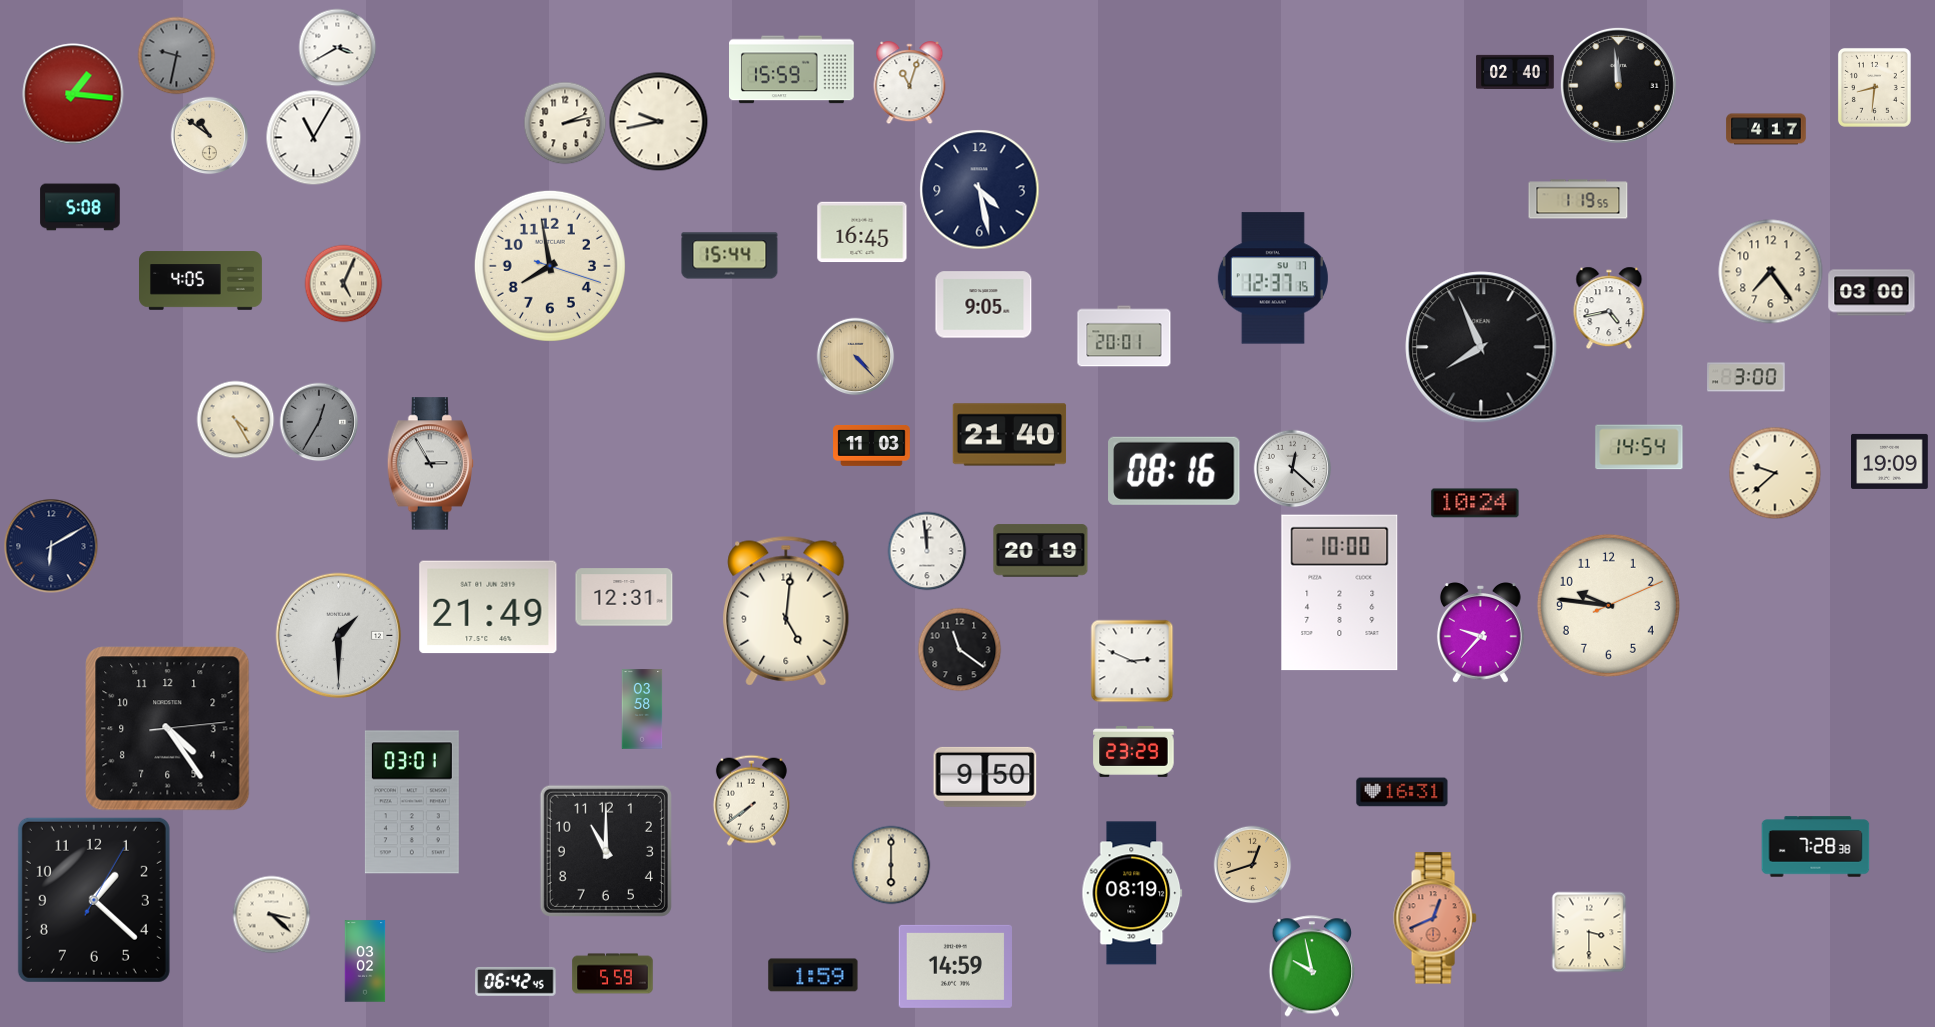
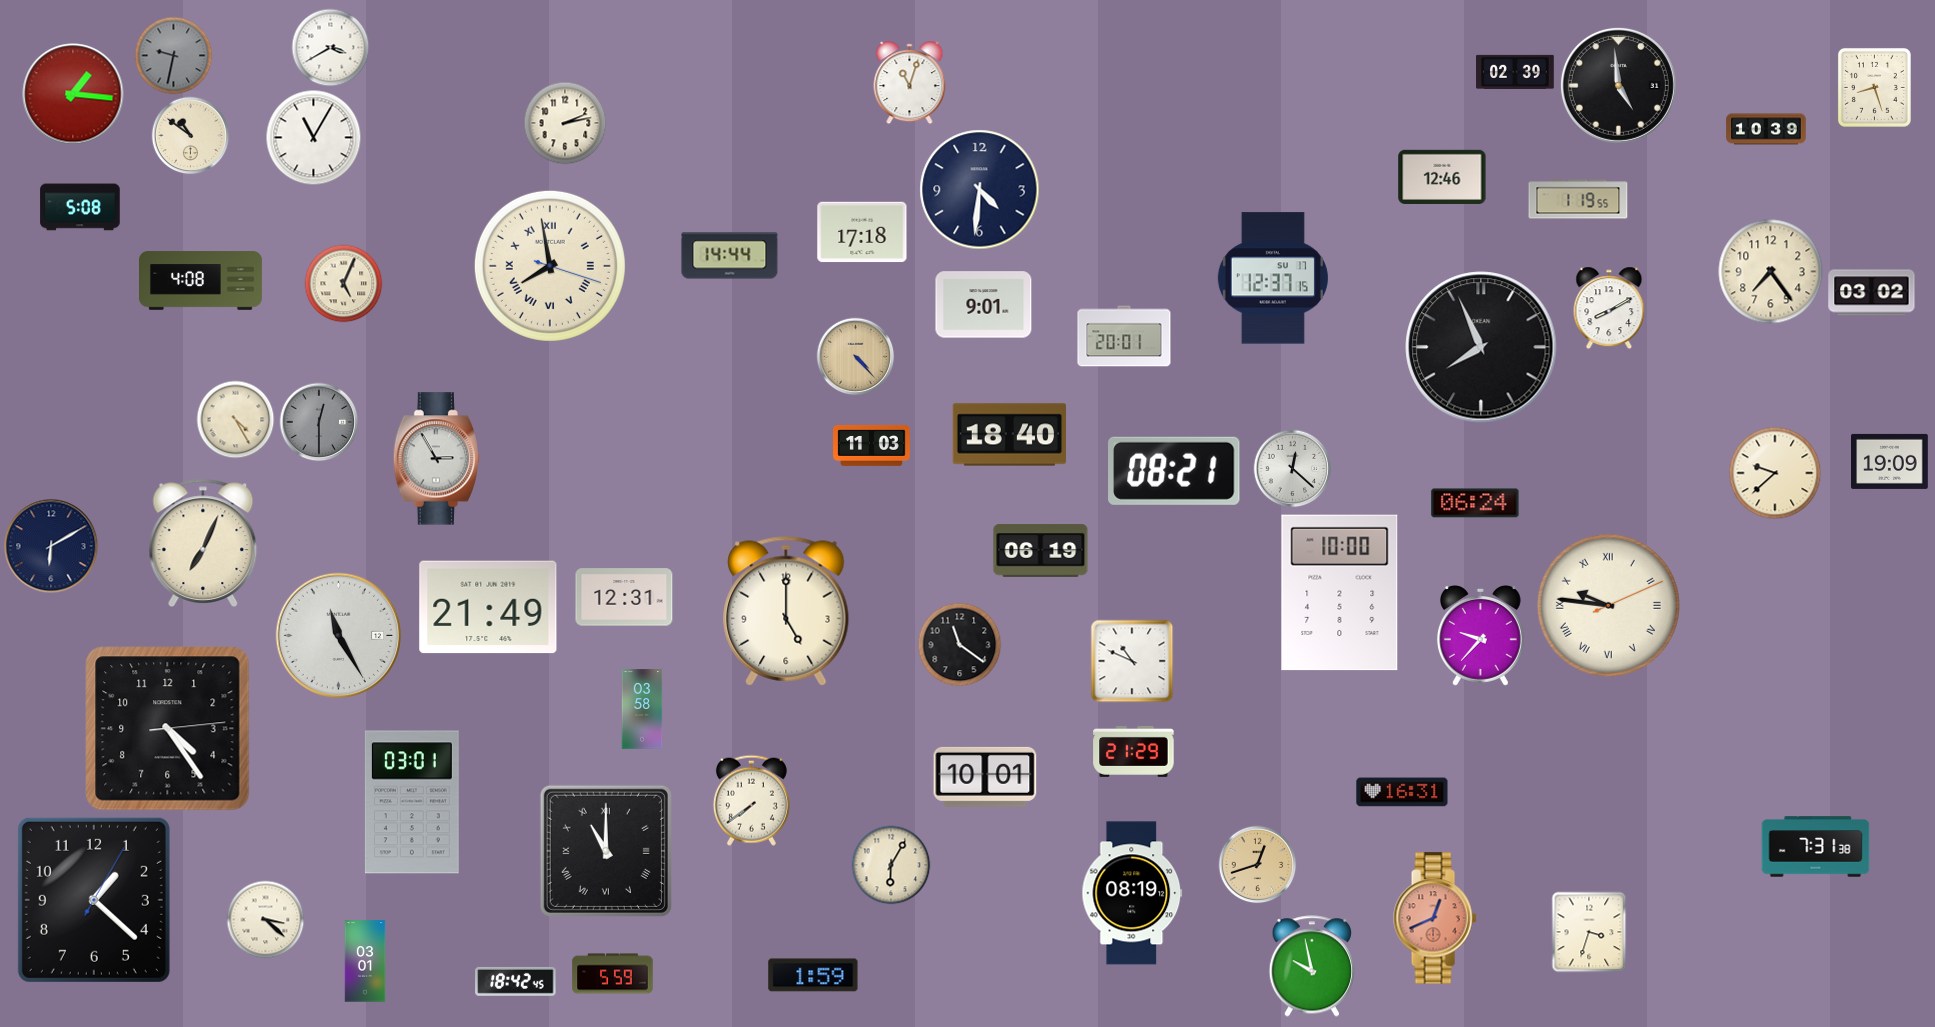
clock at (337, 47) position: (337, 47) -> (330, 47)
clock at (176, 55) position: (176, 55) -> (173, 55)
clock at (792, 70): 15:59 -> none
clock at (1515, 72): 02:40 -> 02:39
clock at (1618, 85): 11:59 -> 4:59
clock at (1874, 87): 8:31 -> 8:27
clock at (659, 122): 9:43 -> none
clock at (1766, 129): 4:17 -> 10:39
clock at (209, 135) position: (209, 135) -> (190, 135)
clock at (1442, 177): none -> 12:46
clock at (980, 190): 4:28 -> 4:31
clock at (862, 232): 16:45 -> 17:18
clock at (730, 256): 15:44 -> 14:44
clock at (550, 266) numerals: Arabic -> Roman
clock at (201, 281): 4:05 -> 4:08
clock at (1872, 293): 03:00 -> 03:02
clock at (984, 305): 9:05 -> 9:01
clock at (1609, 308): 4:43 -> 8:10
clock at (1746, 377): 3:00 -> none
clock at (319, 422): 12:35 -> 12:30
clock at (1010, 435): 21:40 -> 18:40
clock at (1639, 447): 14:54 -> none
clock at (430, 464) position: (430, 464) -> (436, 459)
clock at (1175, 471): 08:16 -> 08:21
clock at (1475, 503): 10:24 -> 06:24
clock at (203, 542): none -> 7:04
clock at (927, 551): 11:59 -> none
clock at (1041, 551): 20:19 -> 06:19
clock at (1608, 605) numerals: Arabic -> Roman
clock at (786, 611): 5:01 -> 5:00
clock at (1480, 633) position: (1480, 633) -> (1480, 636)
clock at (339, 636): 1:30 -> 11:25
clock at (959, 649) position: (959, 649) -> (959, 644)
clock at (1132, 661): 2:49 -> 10:49
clock at (1134, 751): 23:29 -> 21:29
clock at (985, 777): 9:50 -> 10:01
clock at (1816, 847): 7:28 -> 7:31
clock at (606, 851) numerals: Arabic -> Roman
clock at (1252, 864) position: (1252, 864) -> (1257, 864)
clock at (891, 865): 6:00 -> 6:05
clock at (271, 914) position: (271, 914) -> (265, 919)
clock at (1589, 932): 3:30 -> 3:33
clock at (365, 961): 03:02 -> 03:01
clock at (955, 966): 14:59 -> none
clock at (516, 981): 06:42 -> 18:42
